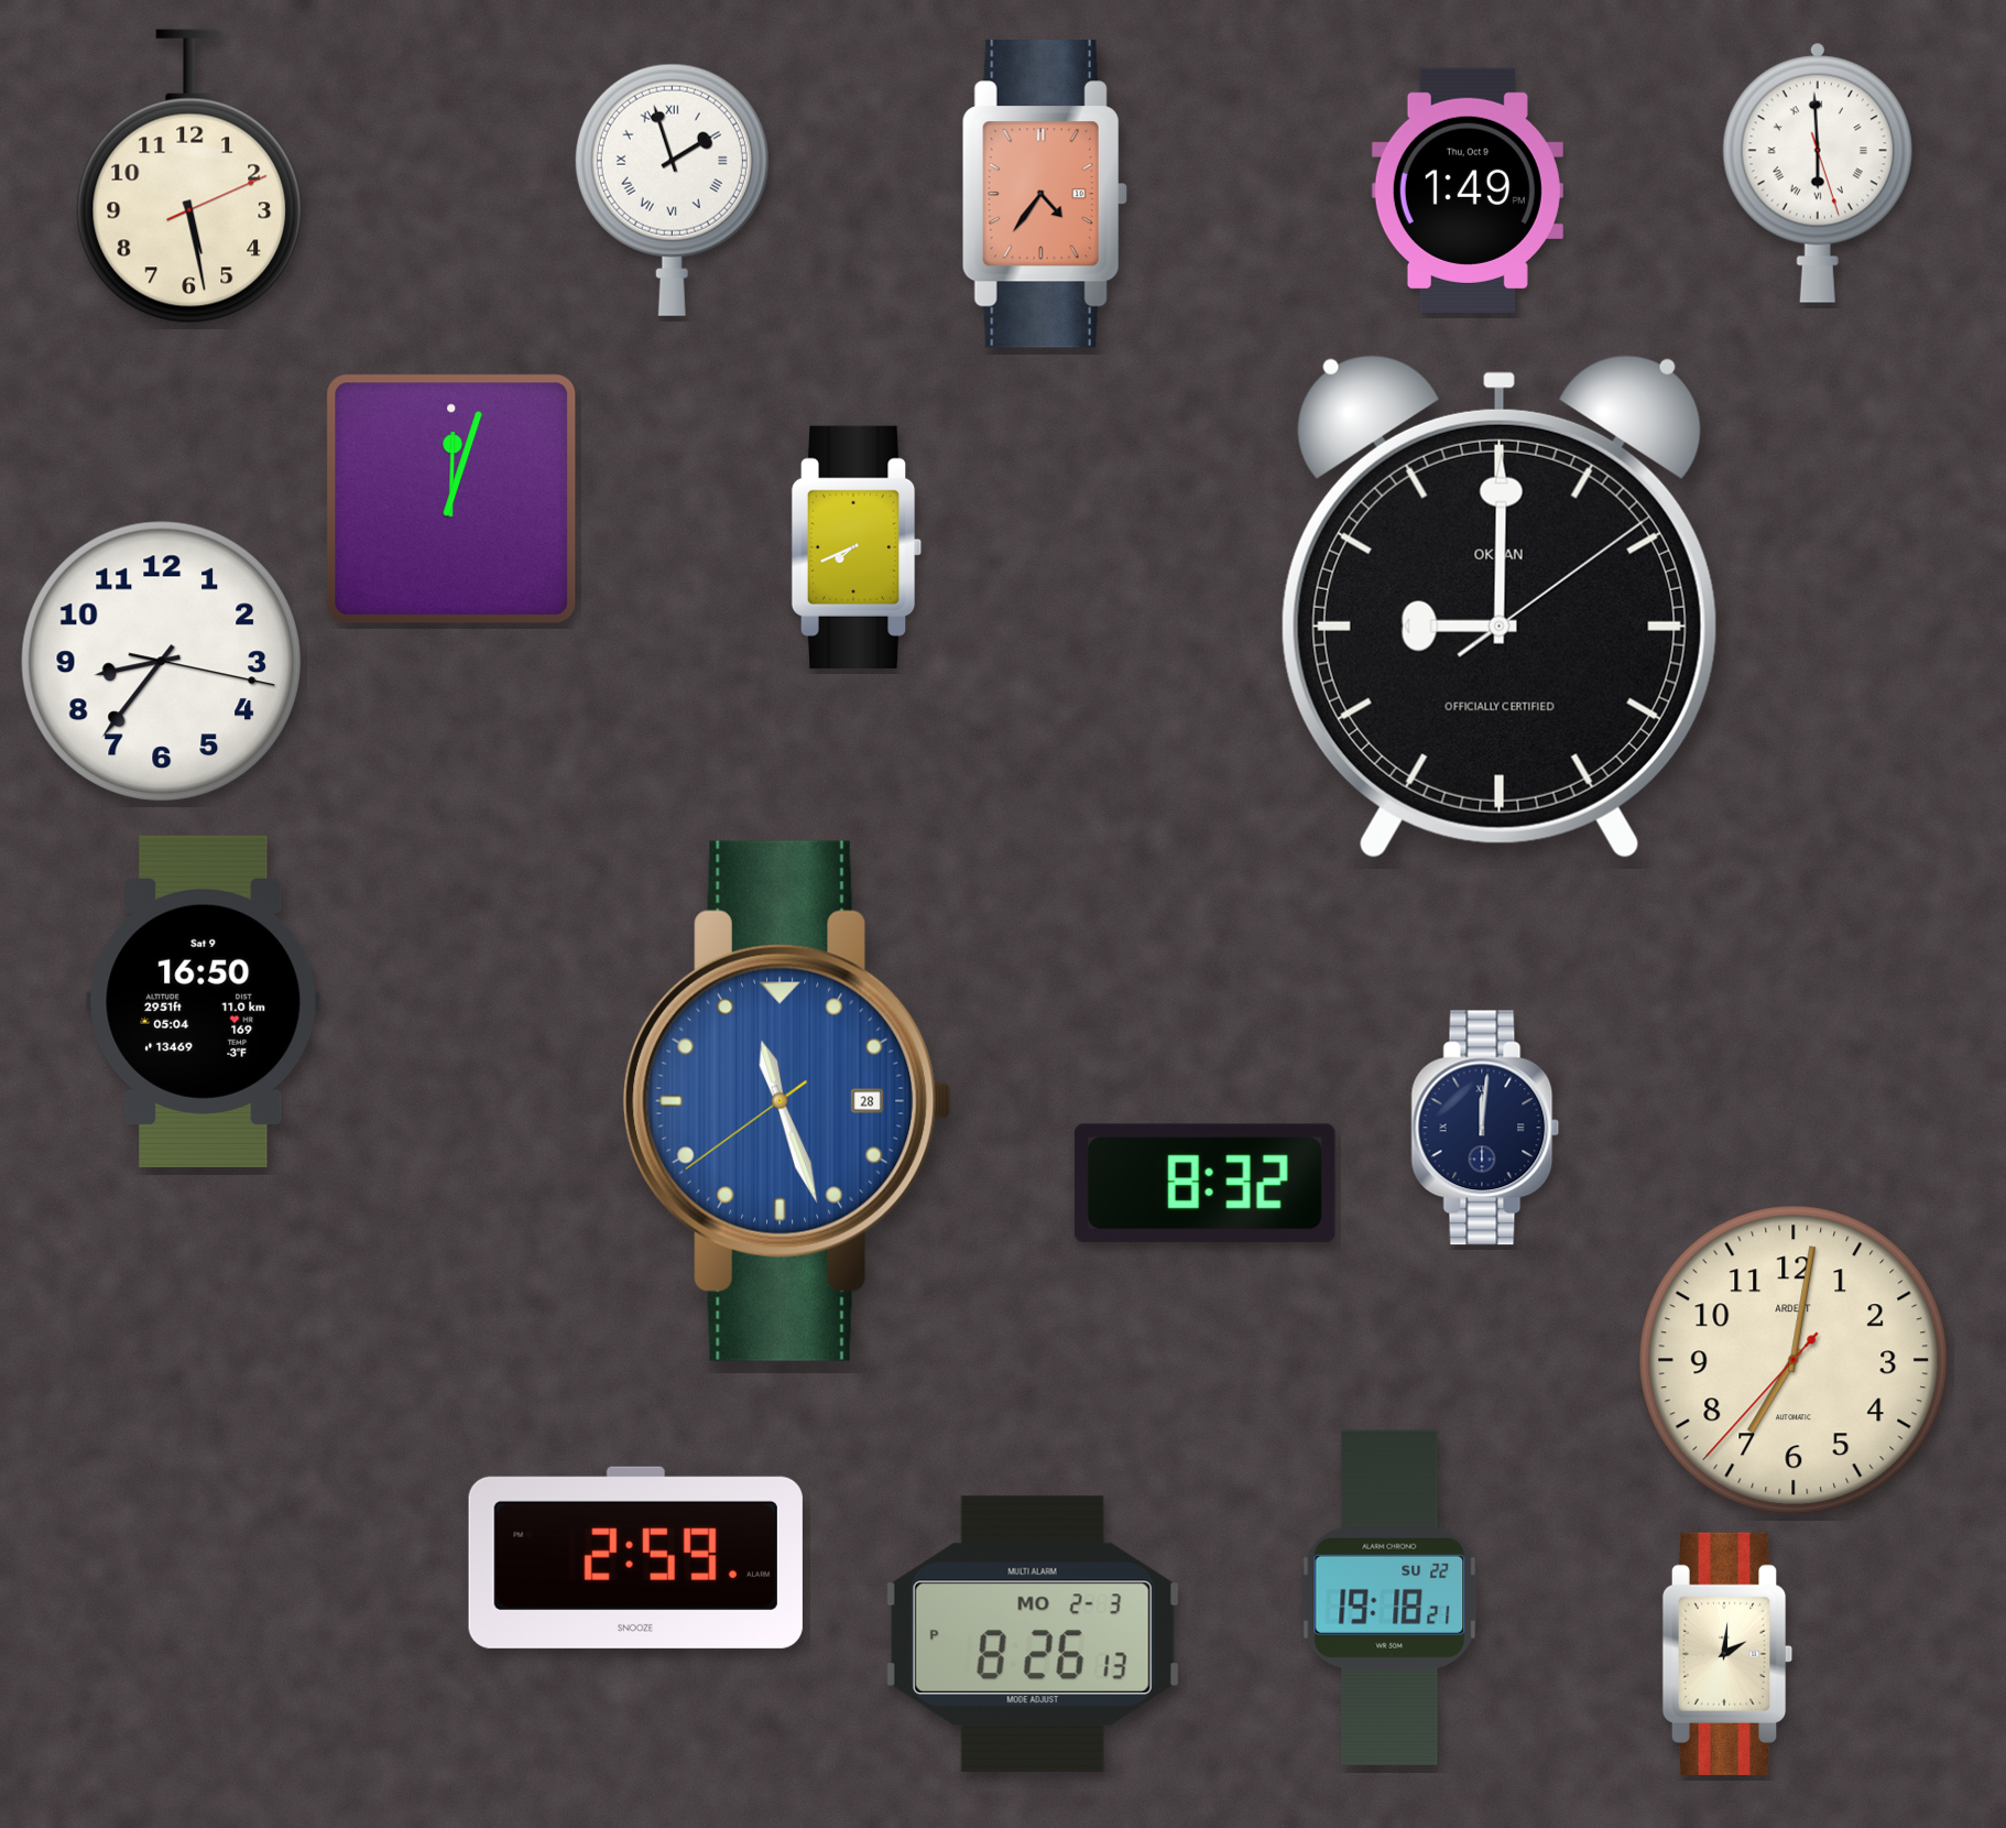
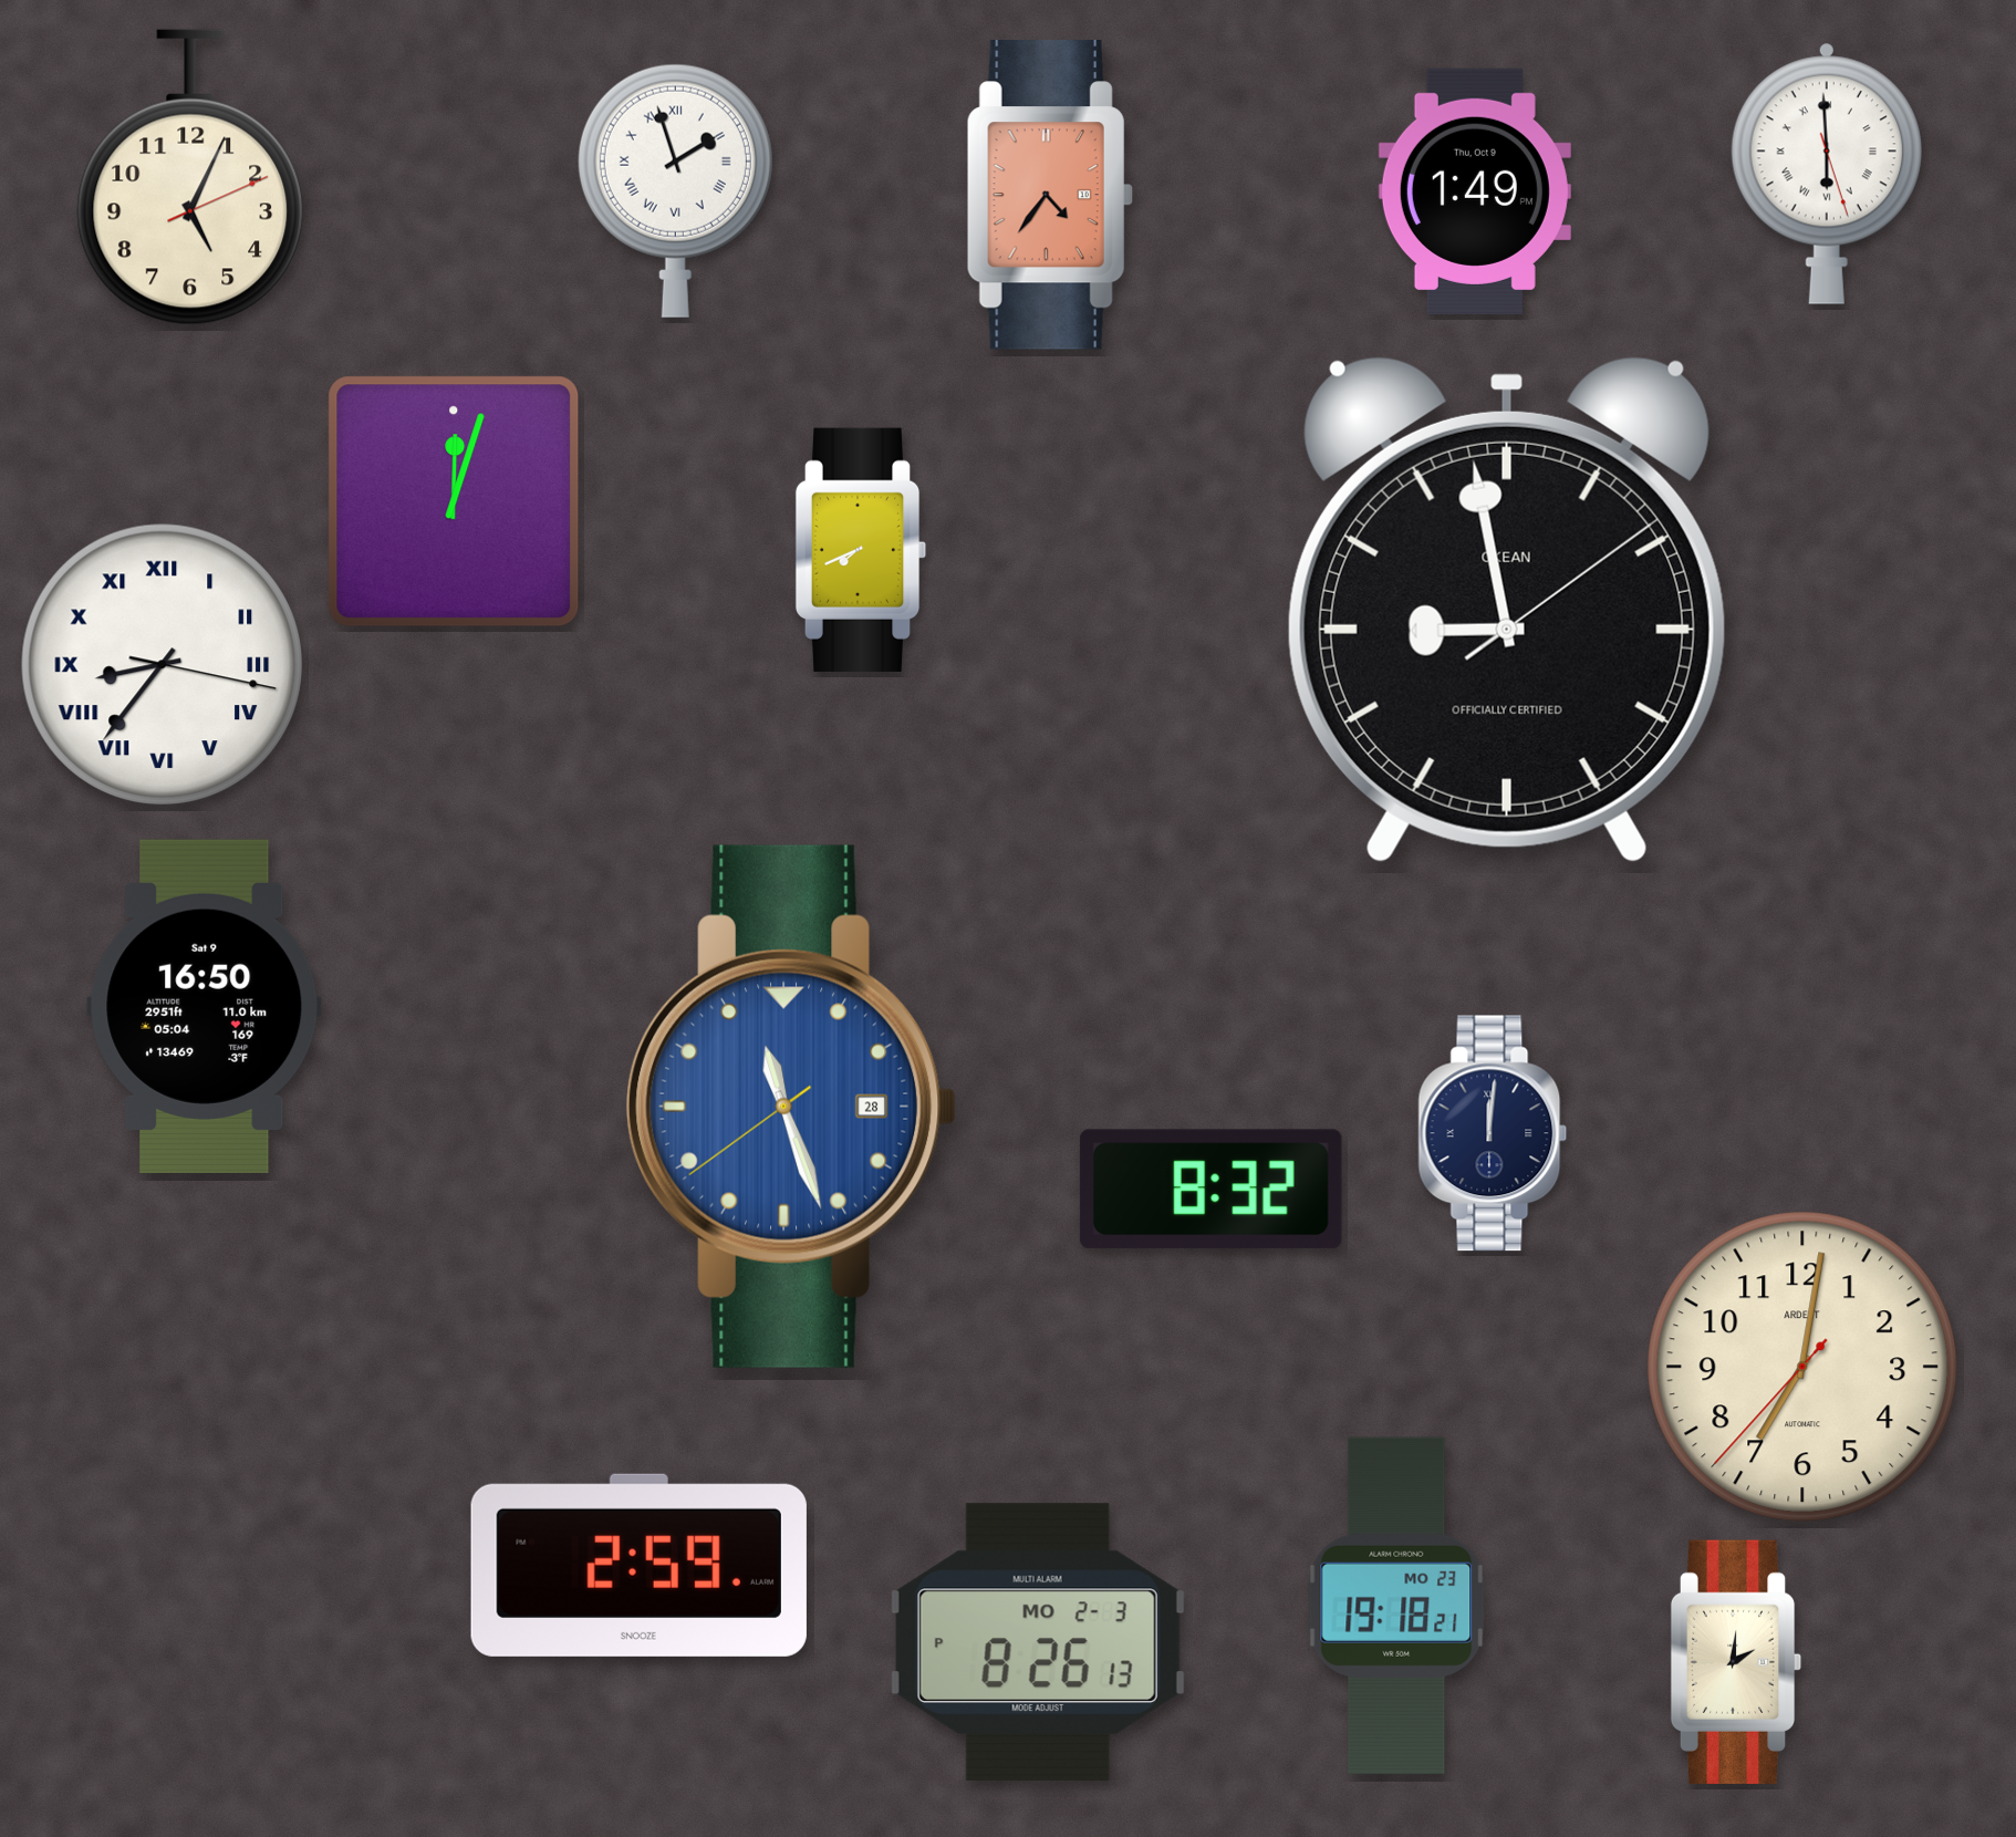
clock at (189, 176): 5:28 -> 5:04
clock at (1500, 607): 9:00 -> 8:58
clock at (161, 661) numerals: Arabic -> Roman
clock at (1389, 1598) date: SU 22 -> MO 23
